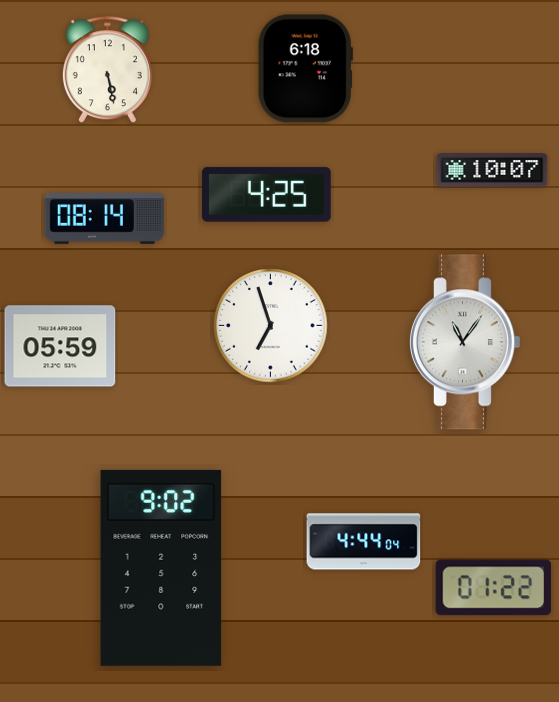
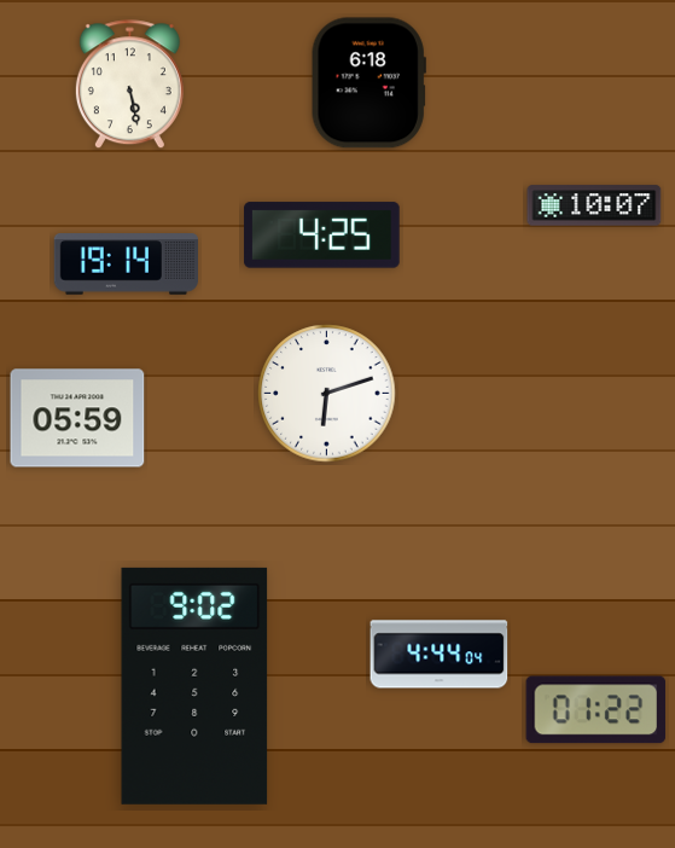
clock at (104, 219): 08:14 -> 19:14
clock at (271, 326): 6:57 -> 6:12
clock at (464, 342): 11:06 -> none
clock at (60, 346) position: (60, 346) -> (77, 418)
